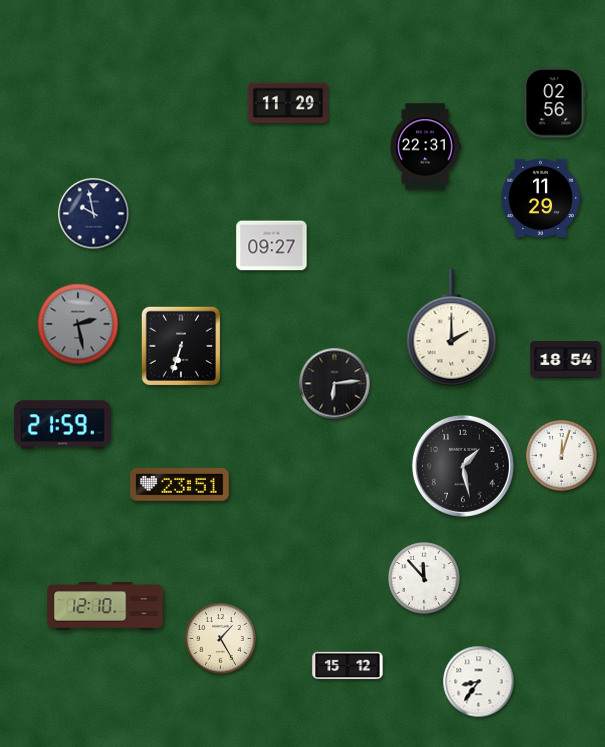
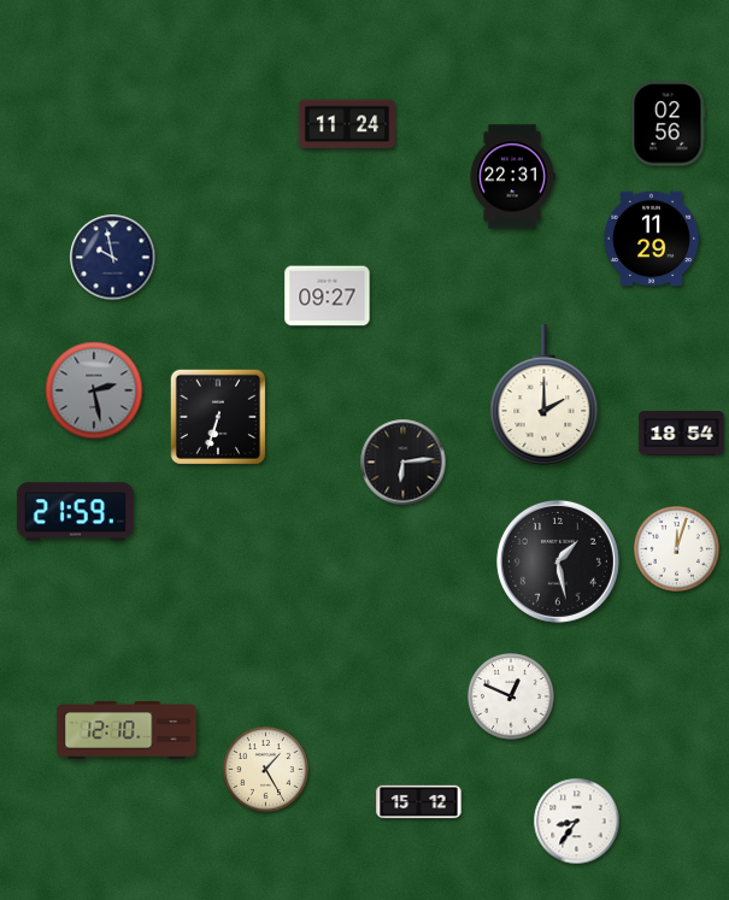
clock at (287, 103): 11:29 -> 11:24
clock at (180, 485): 23:51 -> none
clock at (424, 578): 11:53 -> 12:49
